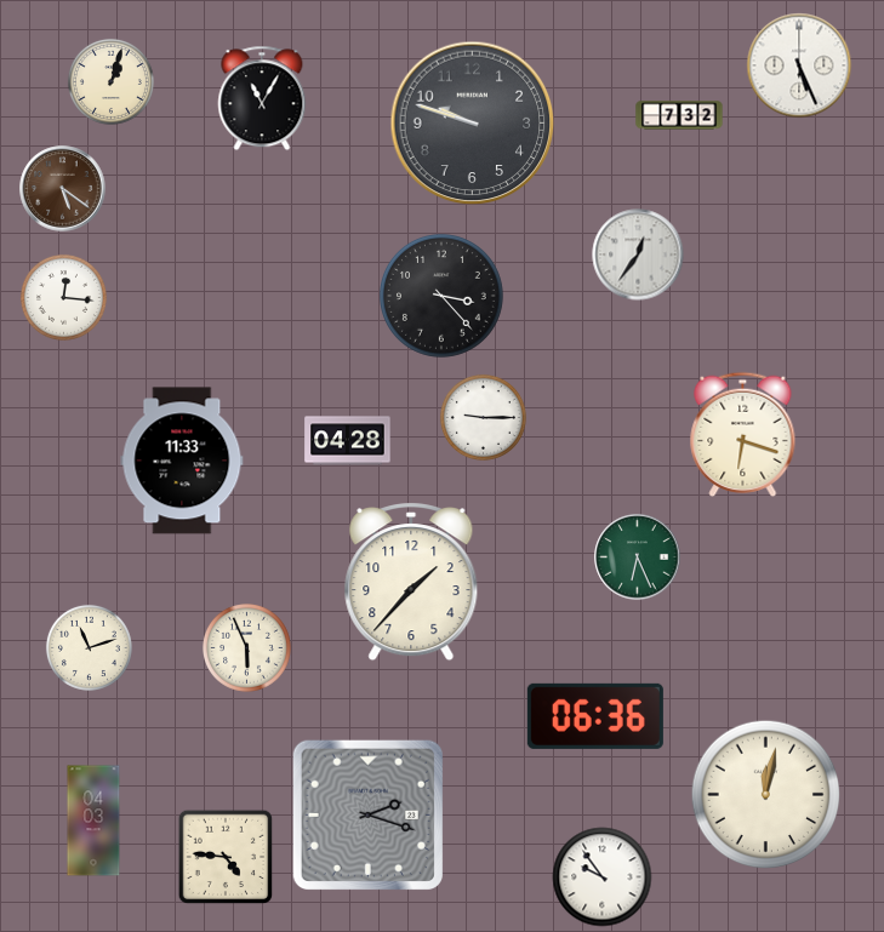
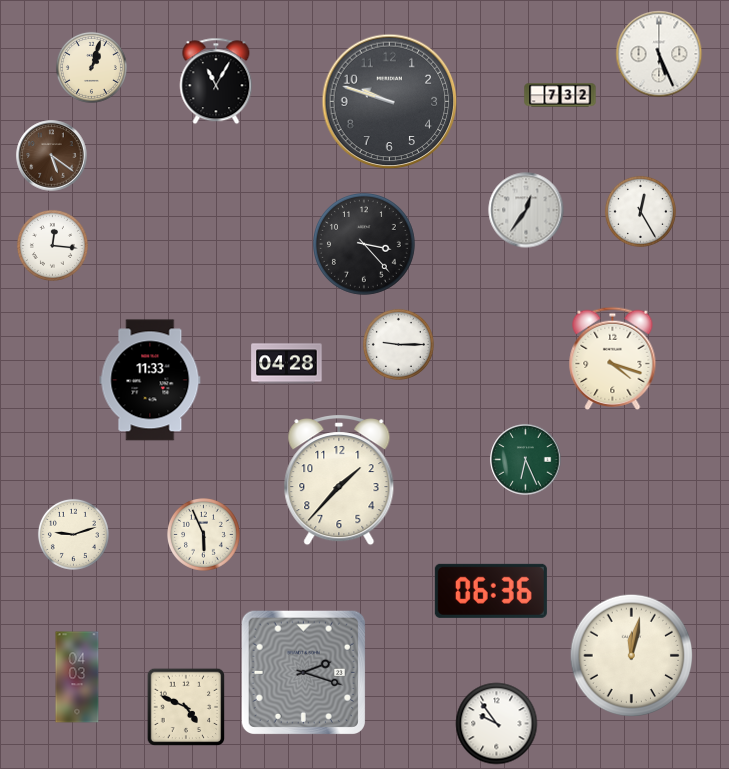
clock at (640, 211): none -> 12:25
clock at (743, 434): 6:18 -> 4:18
clock at (89, 647): 11:12 -> 9:12
clock at (226, 857): 4:46 -> 4:49
